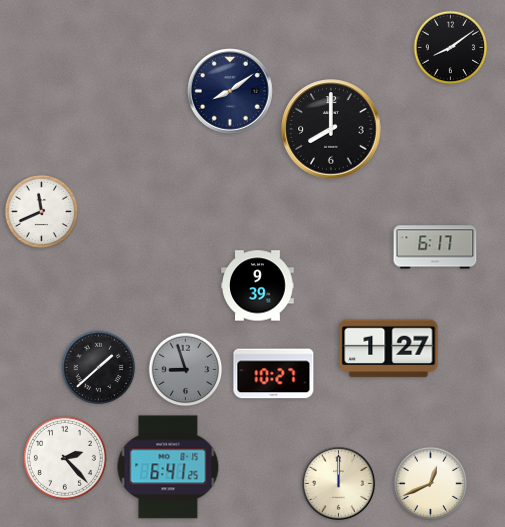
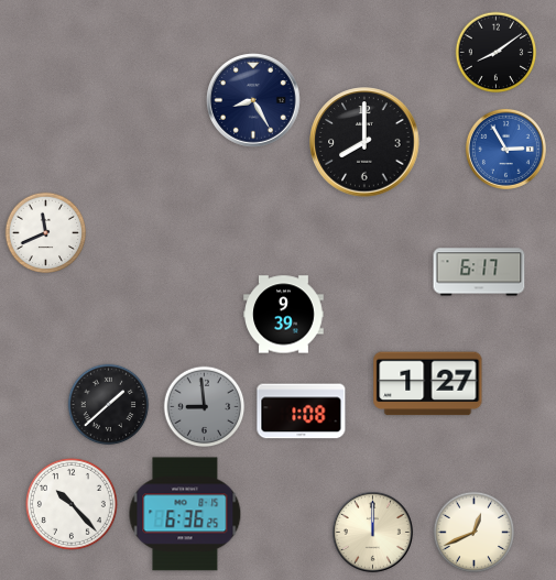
clock at (230, 91): 8:09 -> 8:25
clock at (505, 149): none -> 2:55
clock at (186, 370): 8:57 -> 8:59
clock at (274, 374): 10:27 -> 1:08
clock at (65, 458): 2:23 -> 10:23
clock at (168, 467): 6:41 -> 6:36
